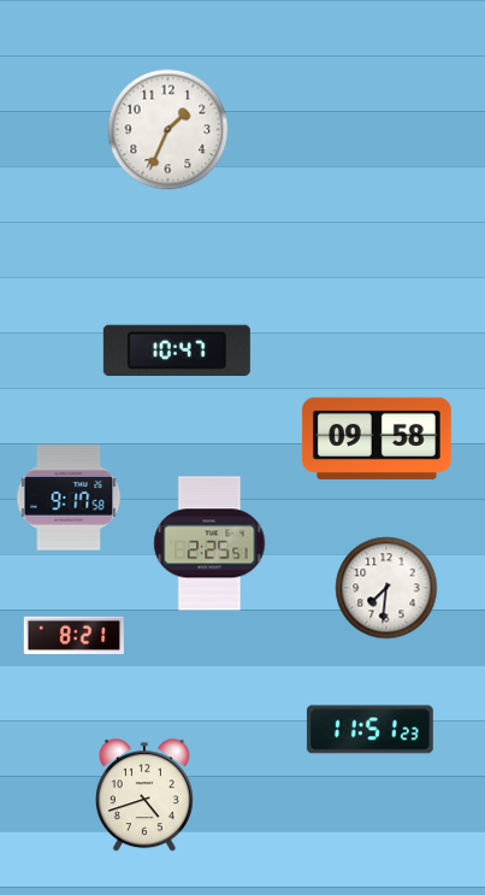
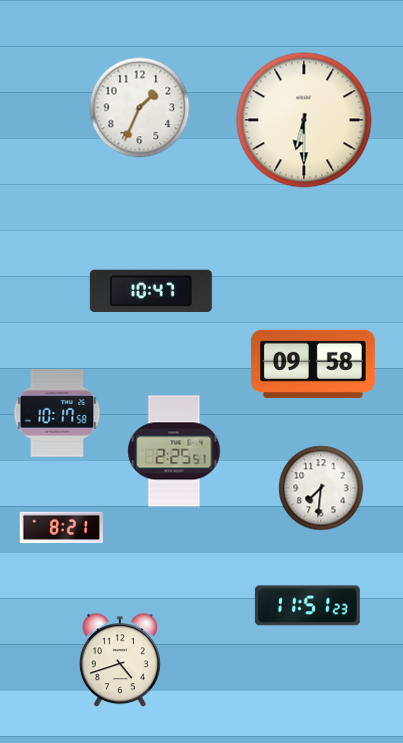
clock at (304, 120): none -> 6:30
clock at (177, 349) position: (177, 349) -> (151, 290)
clock at (69, 497): 9:17 -> 10:17
